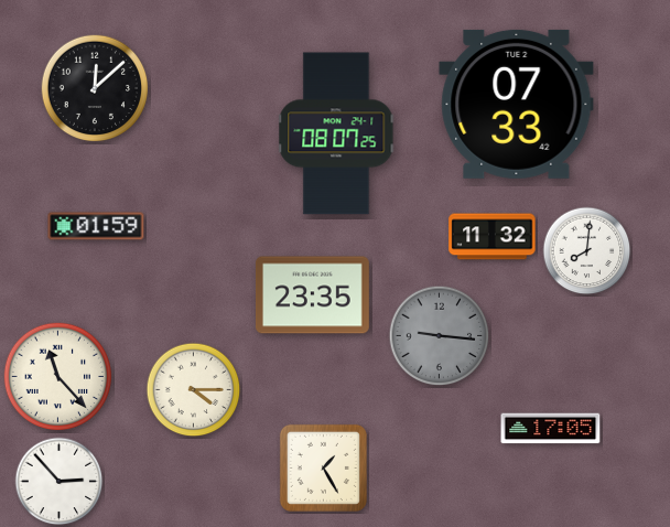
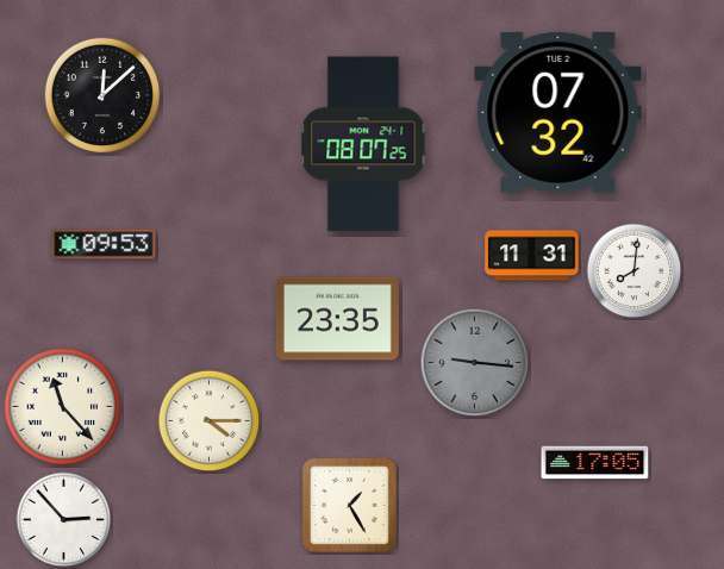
clock at (517, 104): 07:33 -> 07:32
clock at (96, 226): 01:59 -> 09:53
clock at (493, 237): 11:32 -> 11:31
